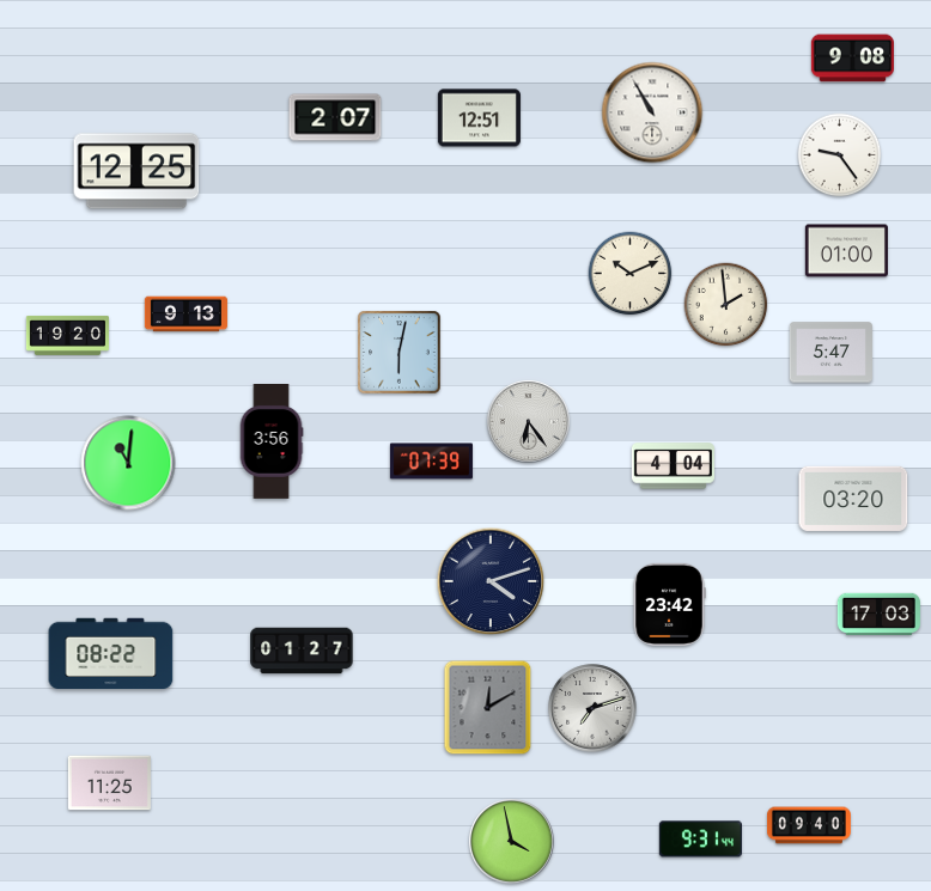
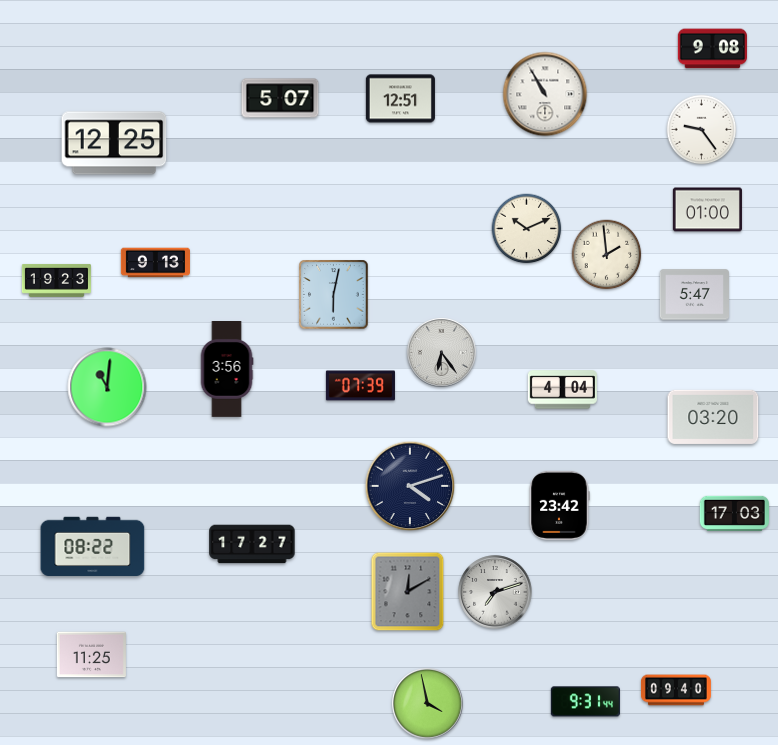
clock at (335, 117): 2:07 -> 5:07
clock at (67, 335): 19:20 -> 19:23
clock at (302, 651): 01:27 -> 17:27
